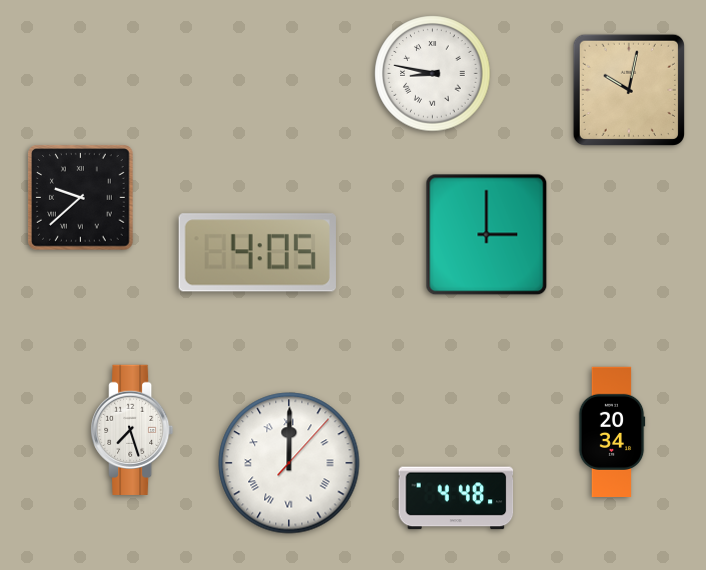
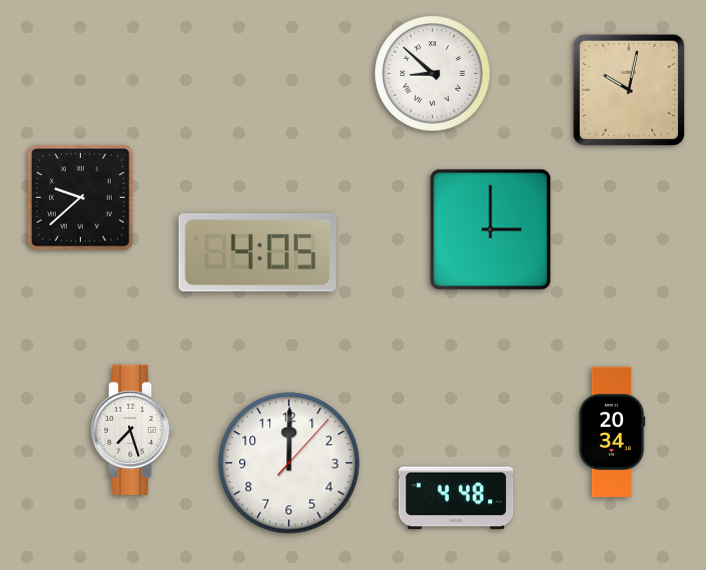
clock at (433, 74): 8:47 -> 8:52
clock at (487, 235) position: (487, 235) -> (491, 230)
clock at (289, 463) numerals: Roman -> Arabic
